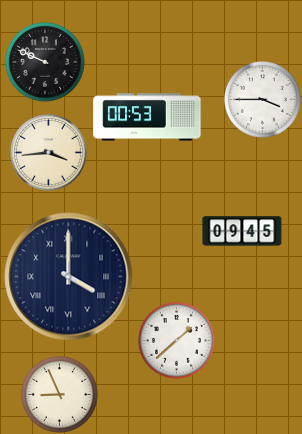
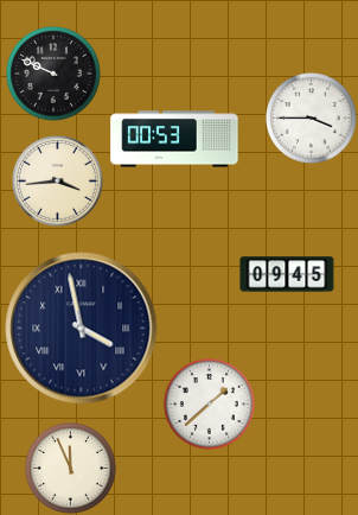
clock at (69, 277): 4:00 -> 3:58
clock at (60, 395): 8:56 -> 11:56
